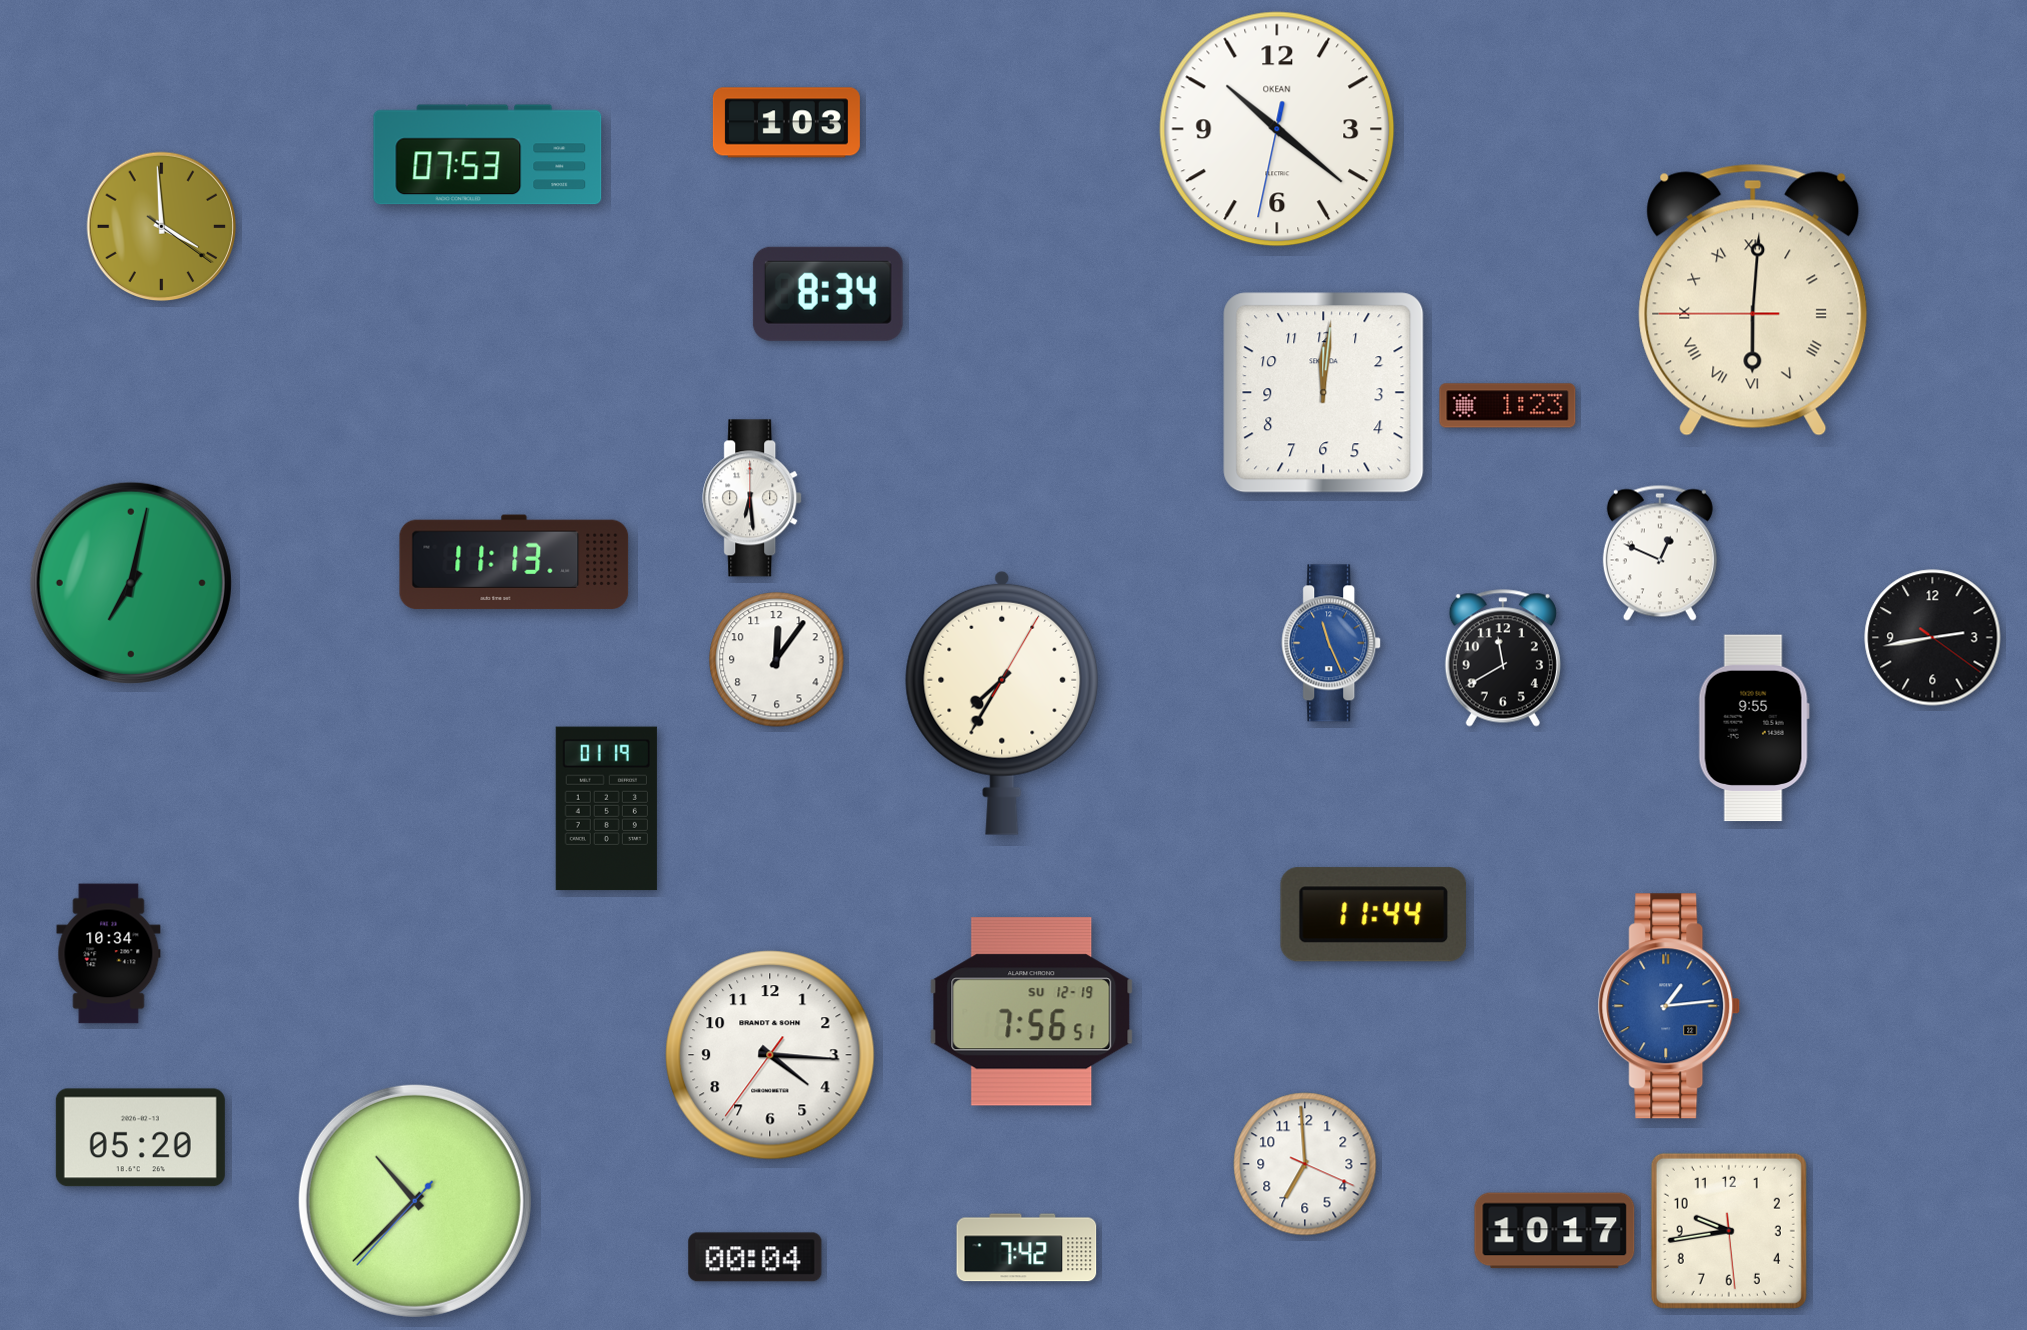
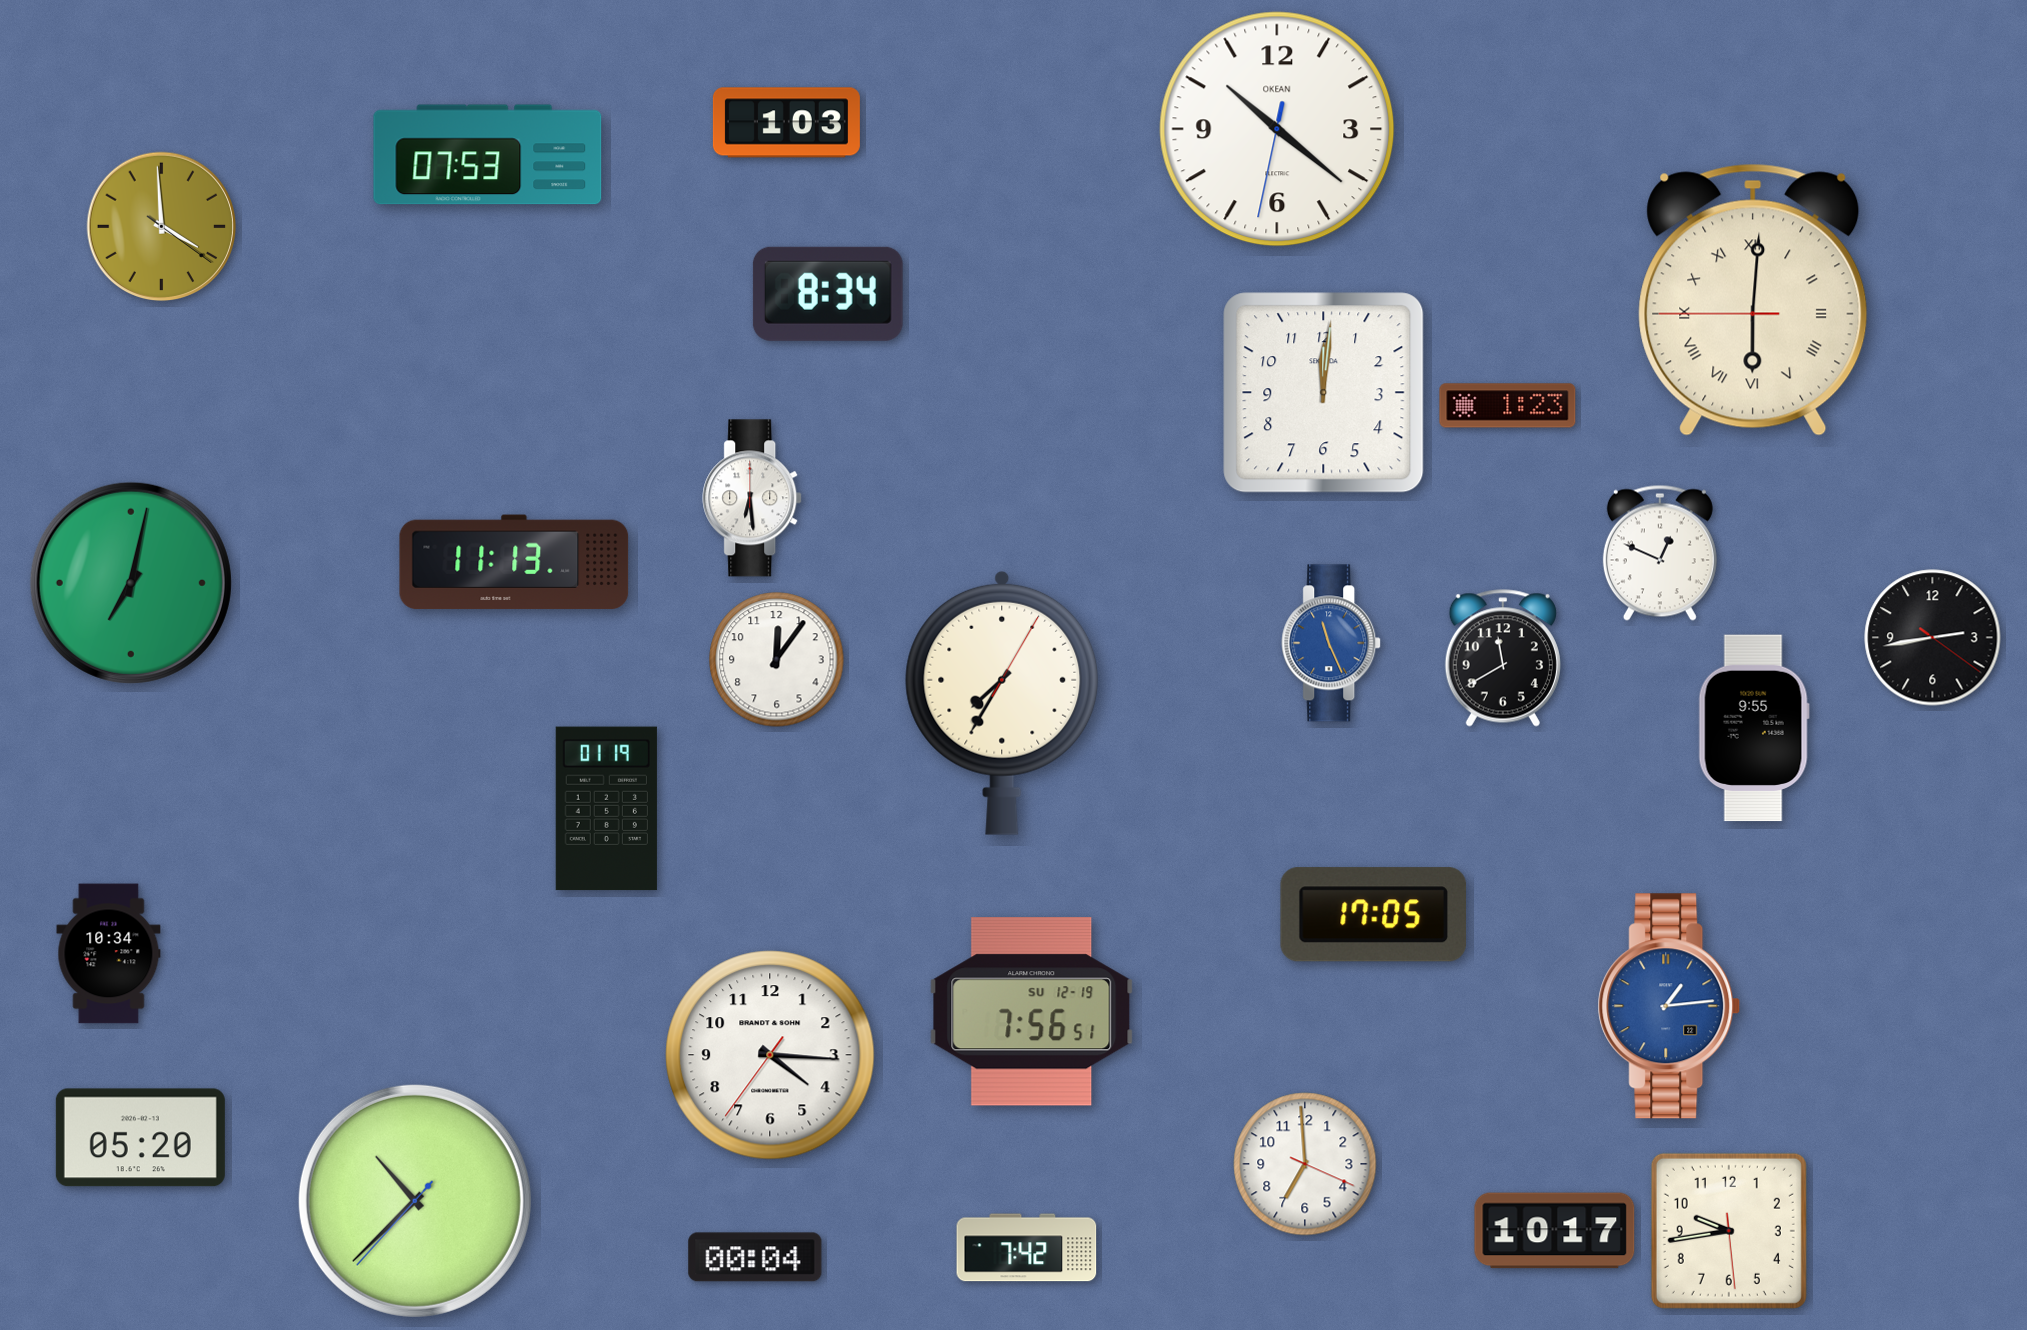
clock at (1373, 915): 11:44 -> 17:05
